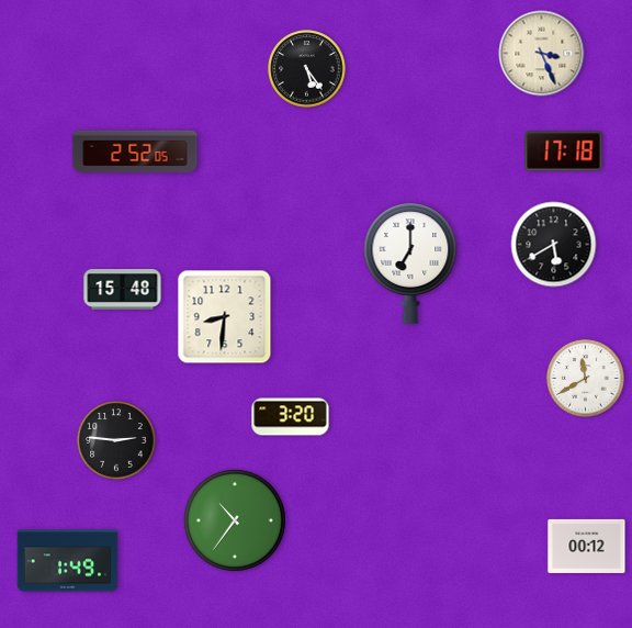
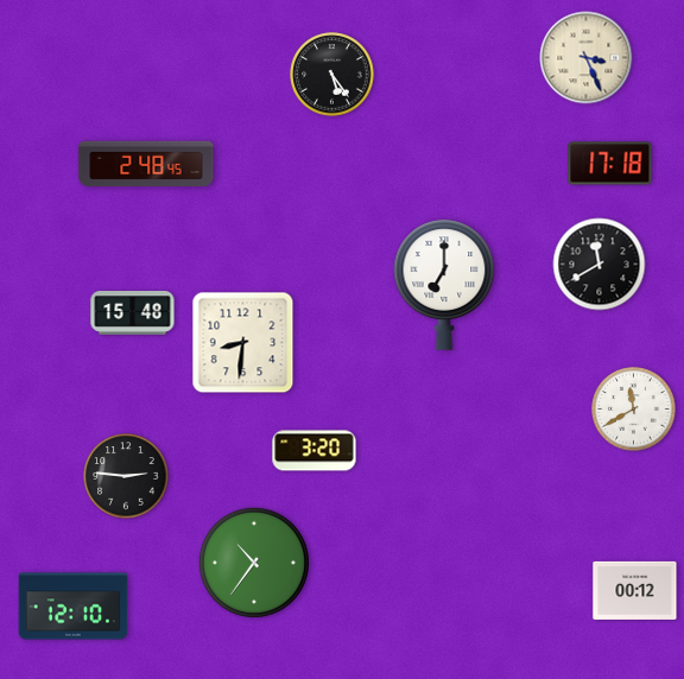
clock at (135, 150): 2:52 -> 2:48
clock at (554, 245): 5:40 -> 11:40
clock at (68, 561): 1:49 -> 12:10
